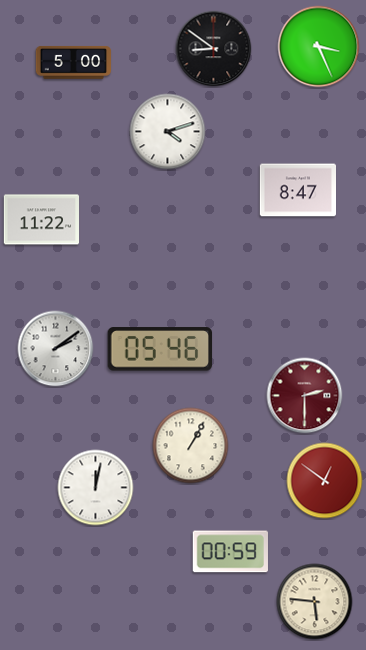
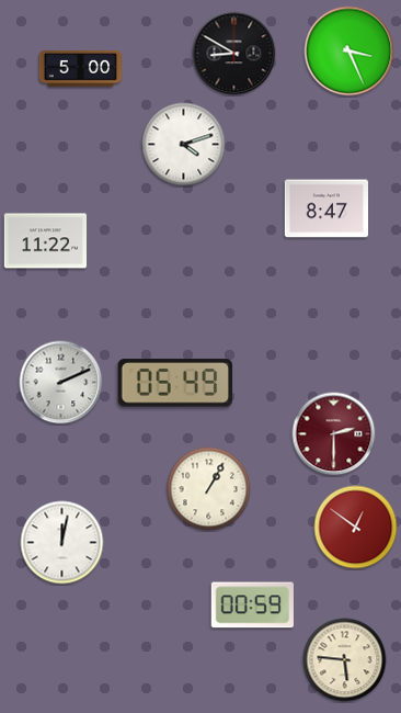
clock at (214, 49): 8:51 -> 8:50
clock at (56, 349): 2:09 -> 2:11
clock at (160, 349): 05:46 -> 05:49
clock at (96, 488) position: (96, 488) -> (62, 543)
